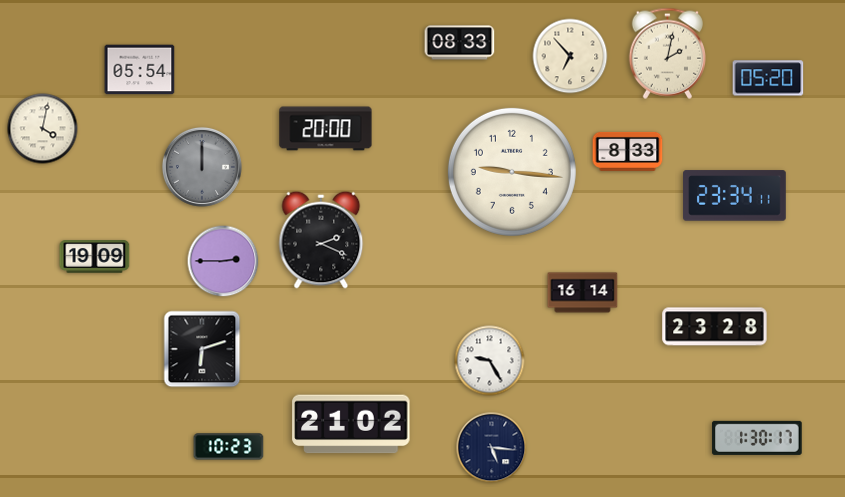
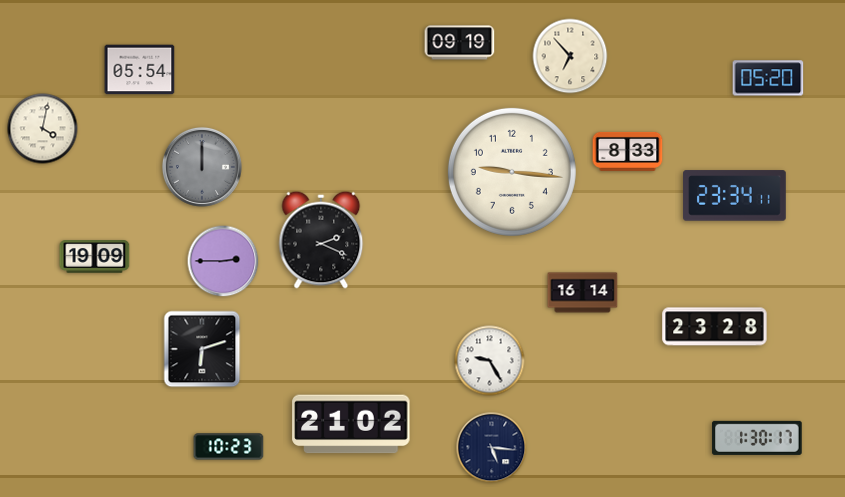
clock at (460, 43): 08:33 -> 09:19
clock at (667, 53): 2:02 -> none
clock at (326, 129): 20:00 -> none
